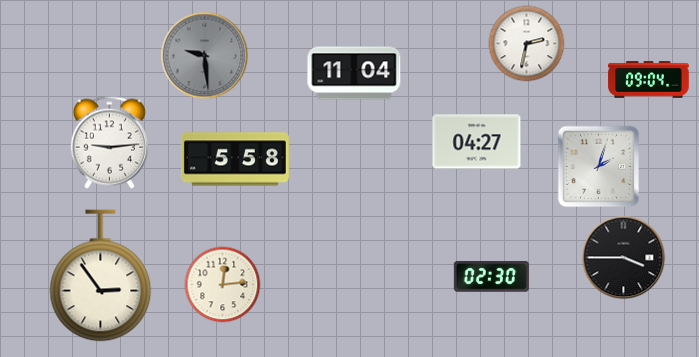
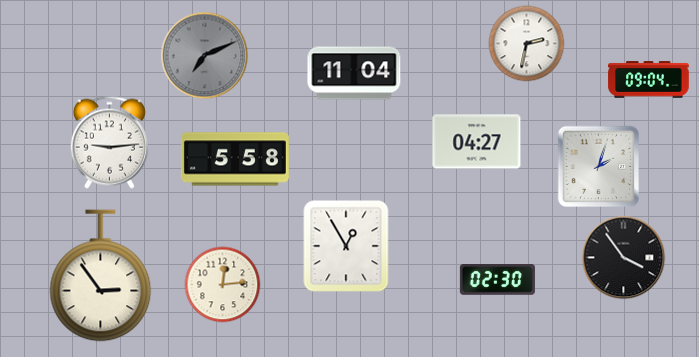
clock at (205, 56): 9:29 -> 7:11
clock at (346, 246): none -> 12:55
clock at (624, 258): 3:45 -> 3:54
clock at (491, 277) position: (491, 277) -> (497, 280)
